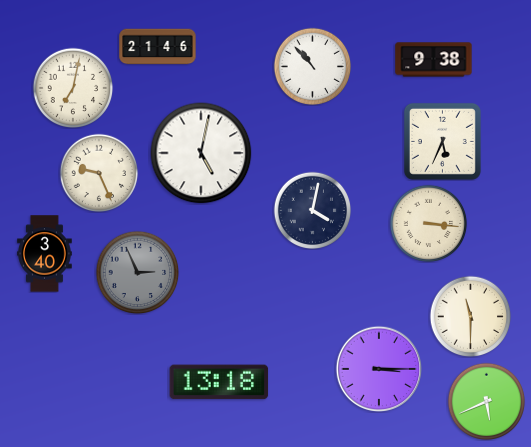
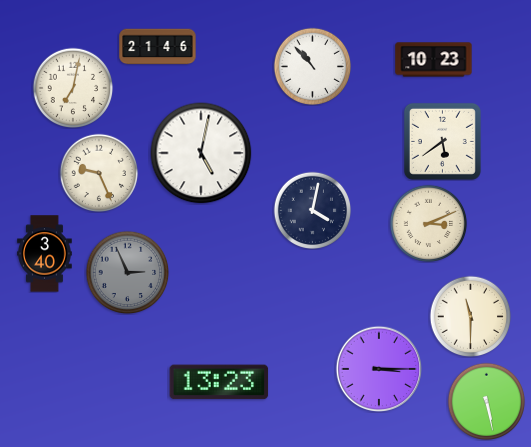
clock at (434, 60): 9:38 -> 10:23
clock at (442, 141): 5:34 -> 5:39
clock at (428, 223): 3:16 -> 3:11
clock at (137, 272) position: (137, 272) -> (127, 272)
clock at (219, 382): 13:18 -> 13:23
clock at (486, 401): 5:41 -> 5:28
